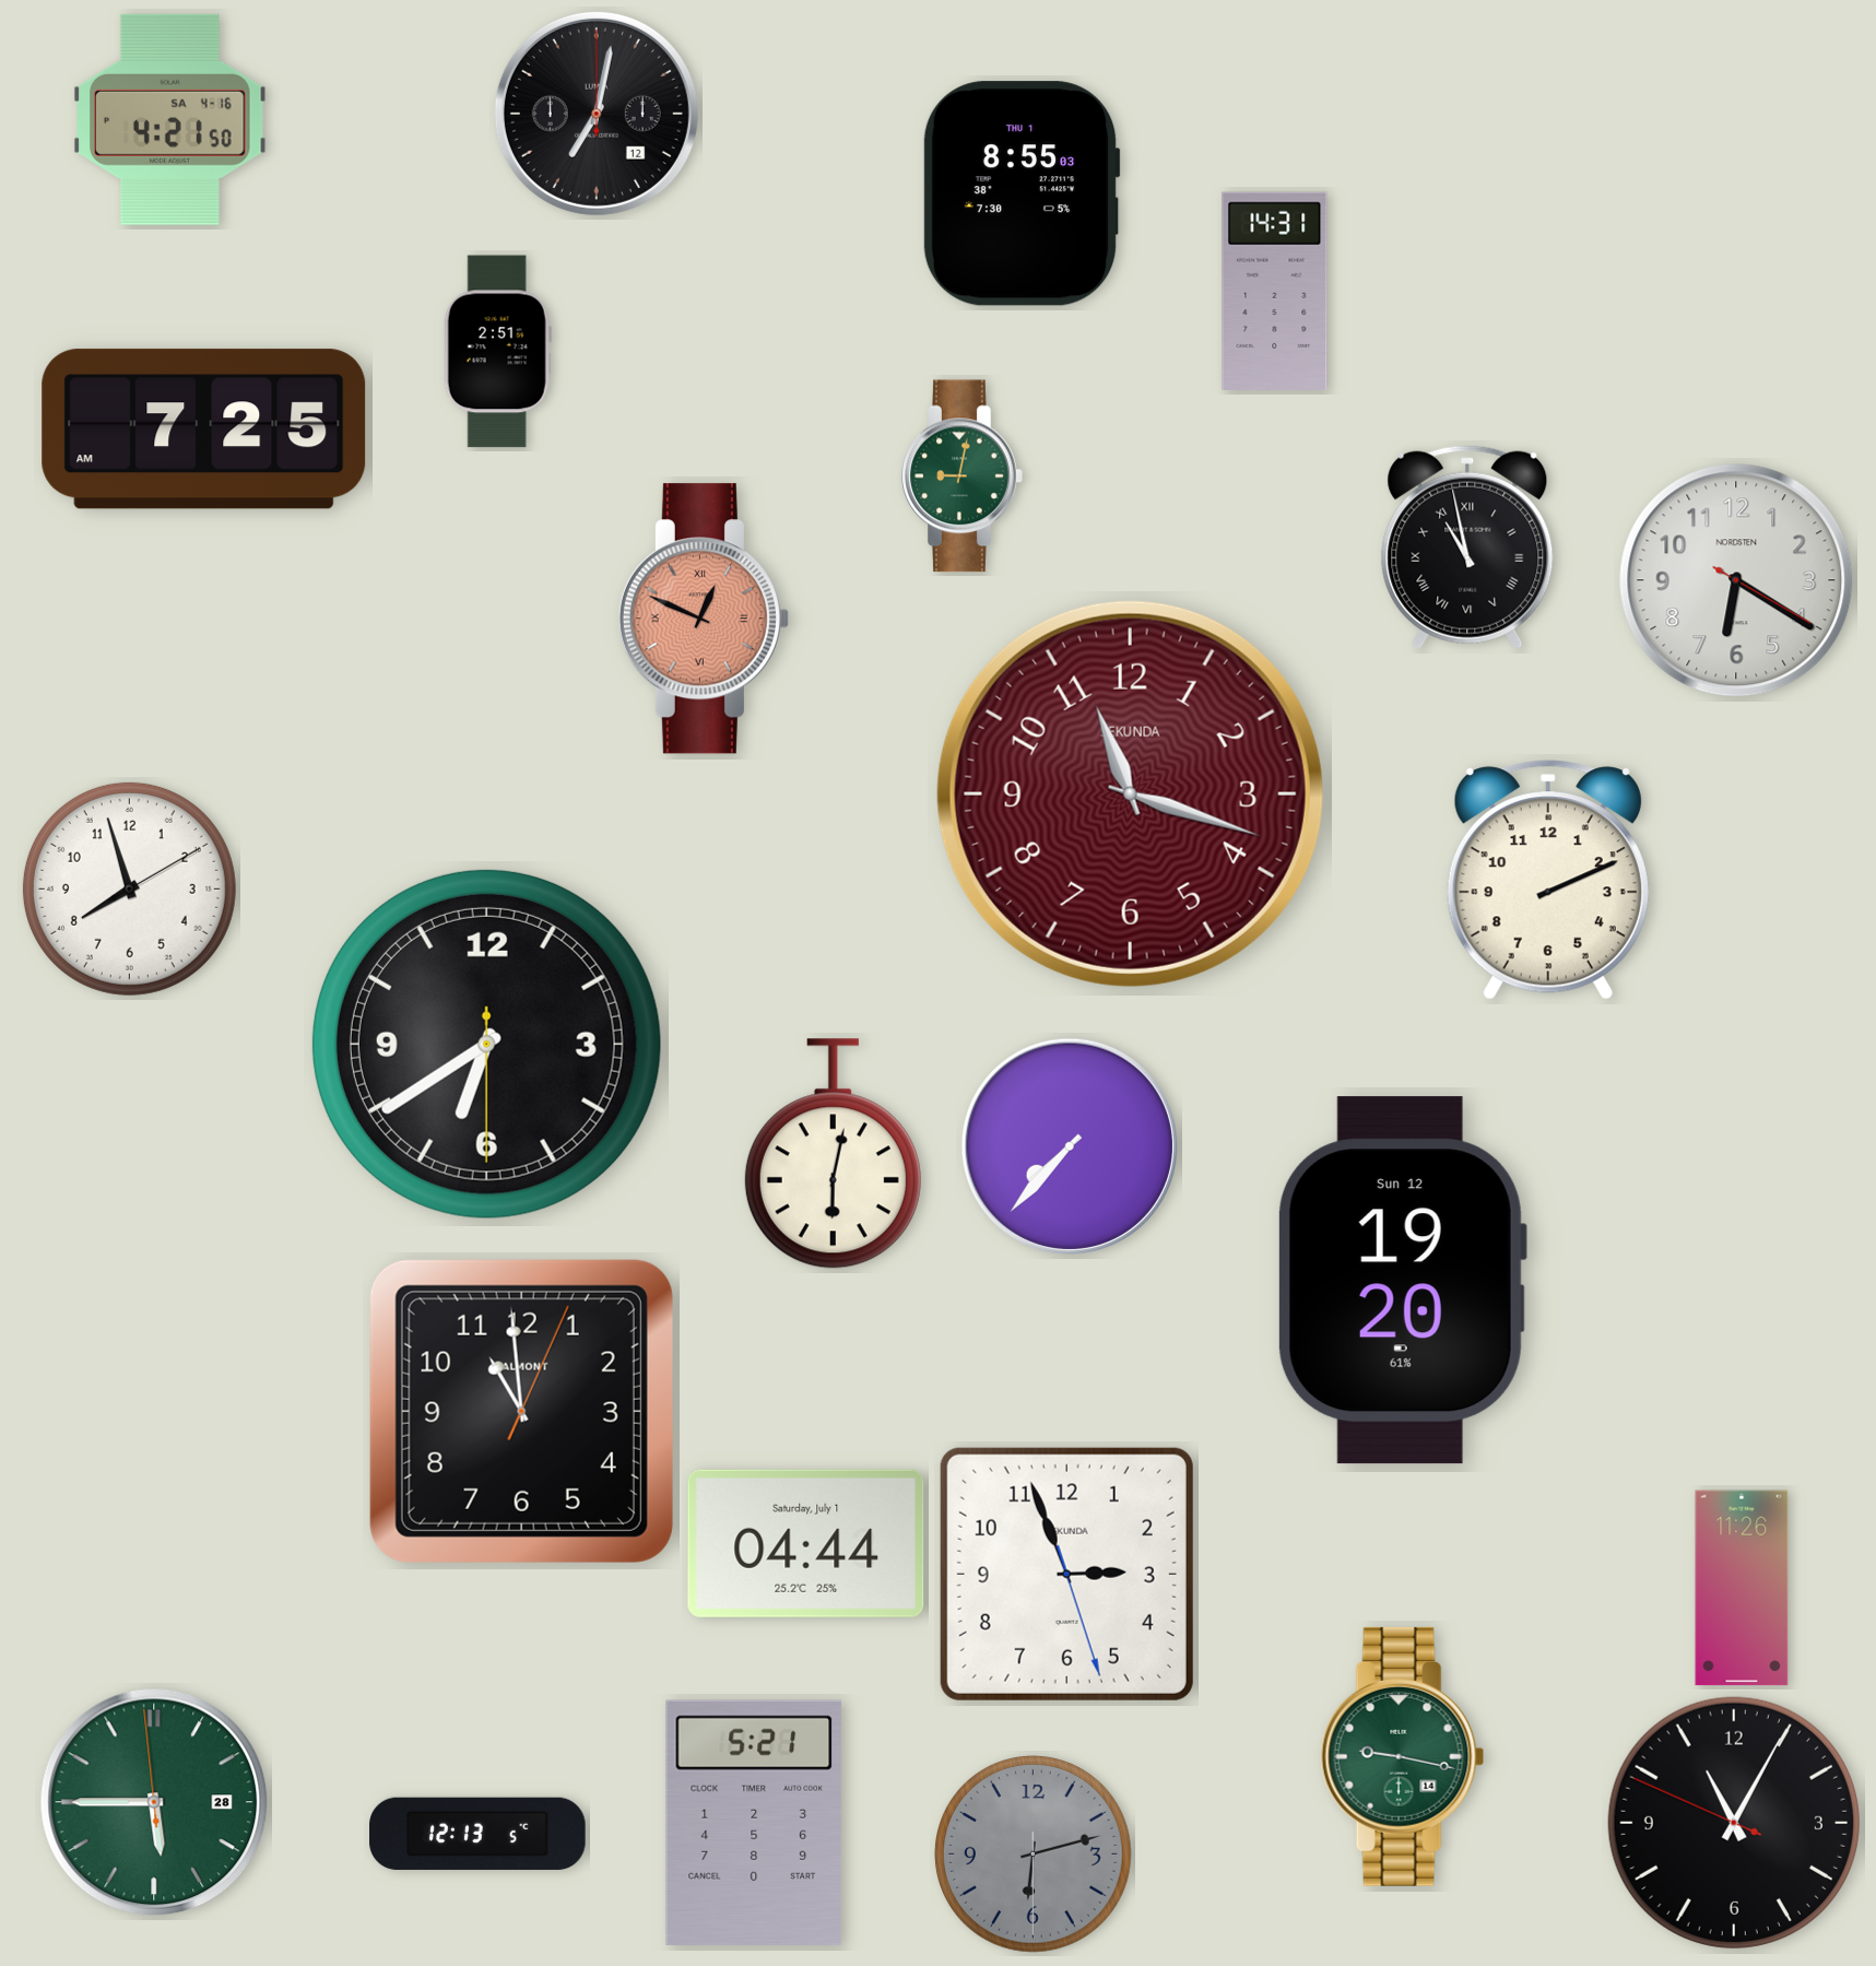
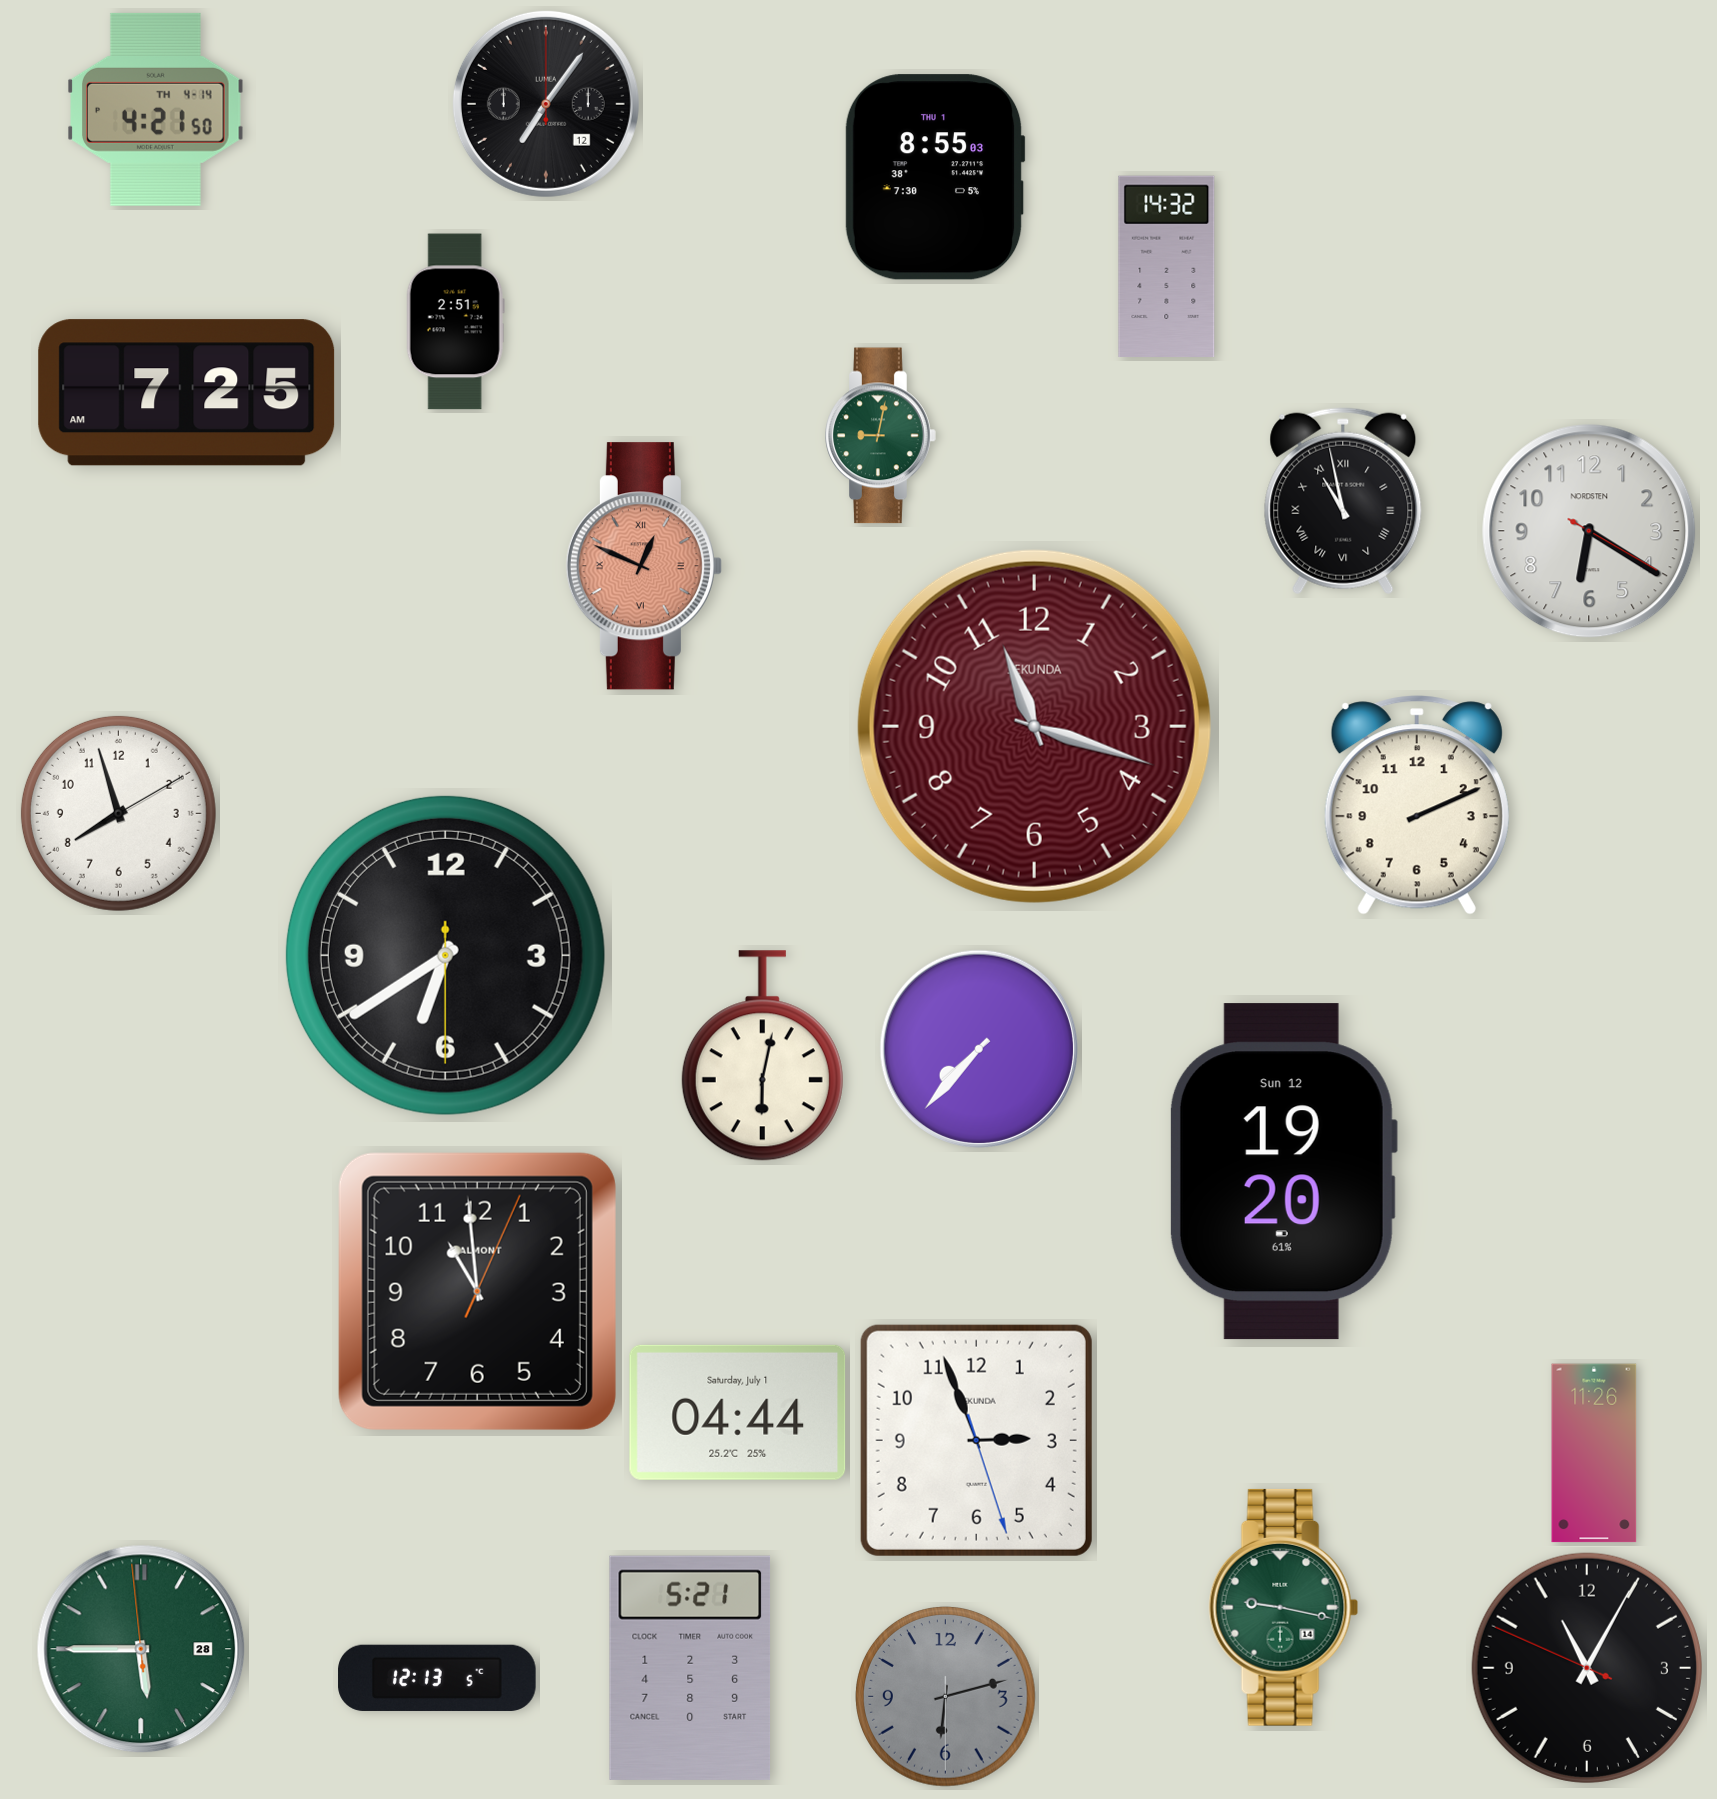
clock at (597, 114): 7:02 -> 7:06
clock at (170, 119) date: SA 4-16 -> TH 4-14
clock at (1275, 291): 14:31 -> 14:32
